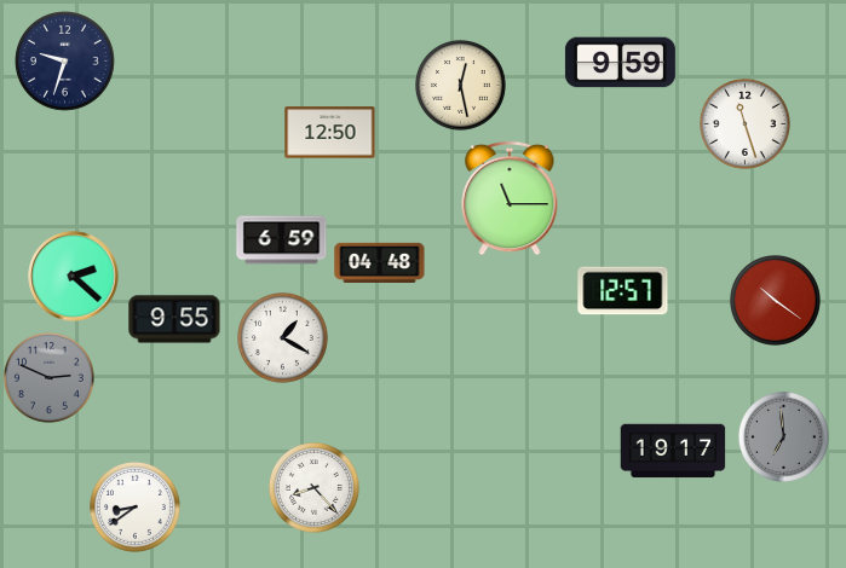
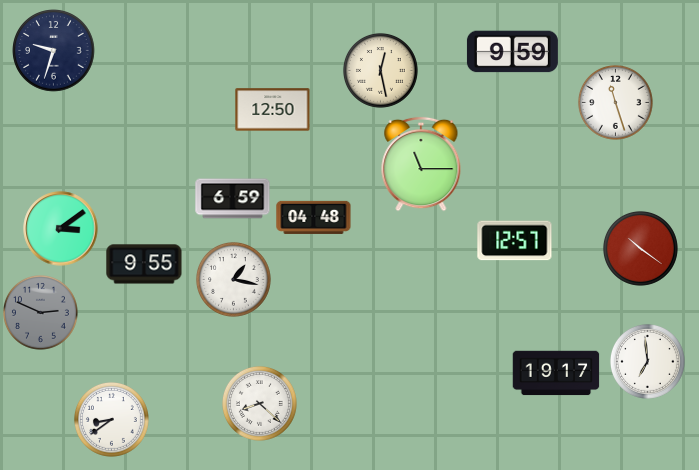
clock at (74, 277): 2:22 -> 3:09
clock at (282, 337): 1:20 -> 1:17
clock at (783, 436) dial: grey -> white
clock at (313, 487): 8:23 -> 8:22
